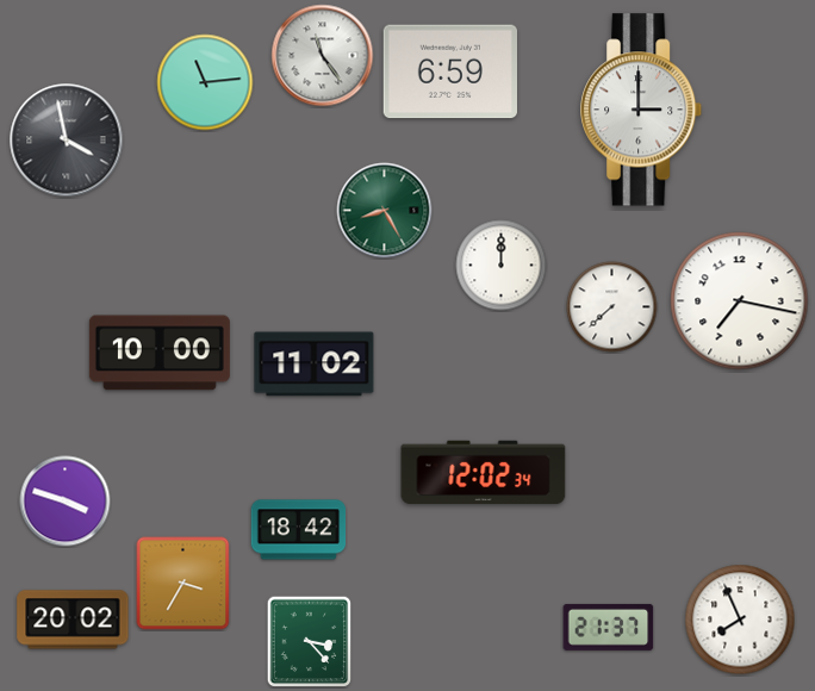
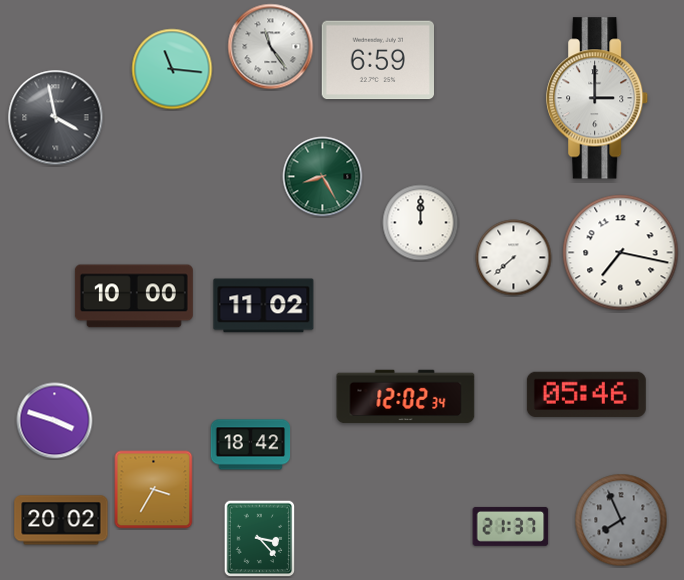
clock at (205, 82): 11:14 -> 11:16
clock at (642, 110) position: (642, 110) -> (598, 98)
clock at (586, 394): none -> 05:46
clock at (740, 620) dial: white -> grey
